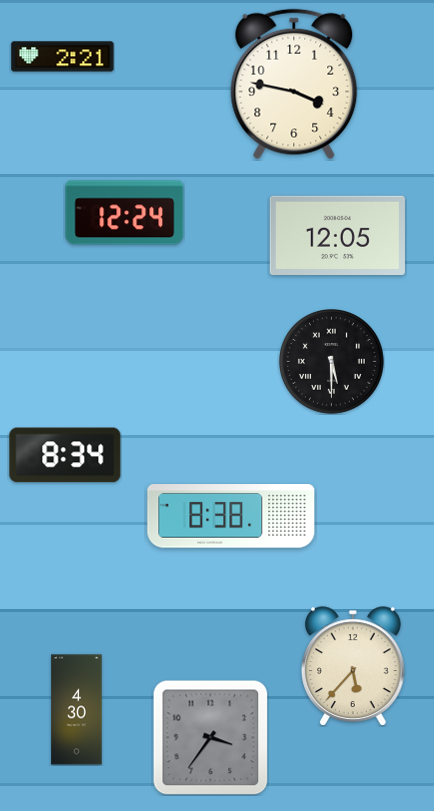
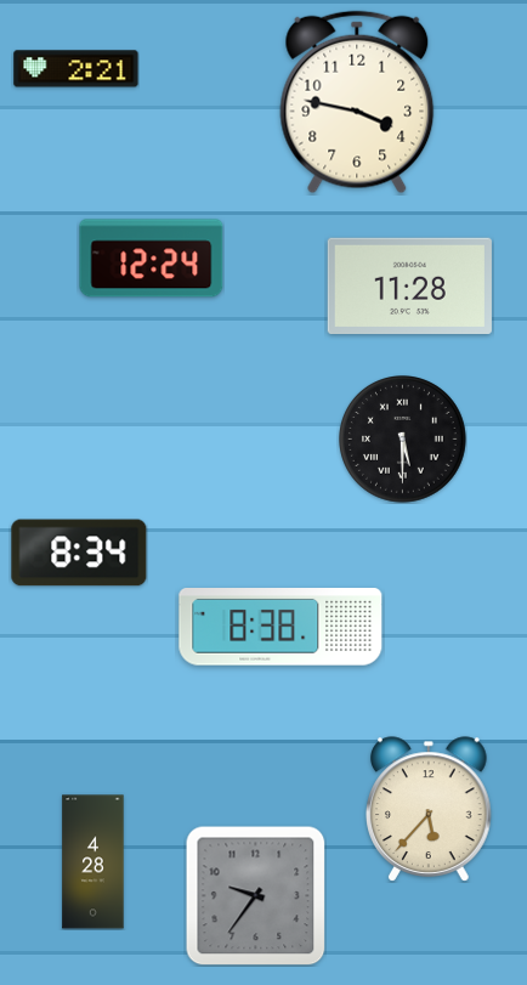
clock at (337, 235): 12:05 -> 11:28
clock at (77, 710): 4:30 -> 4:28
clock at (210, 737): 3:36 -> 9:36
